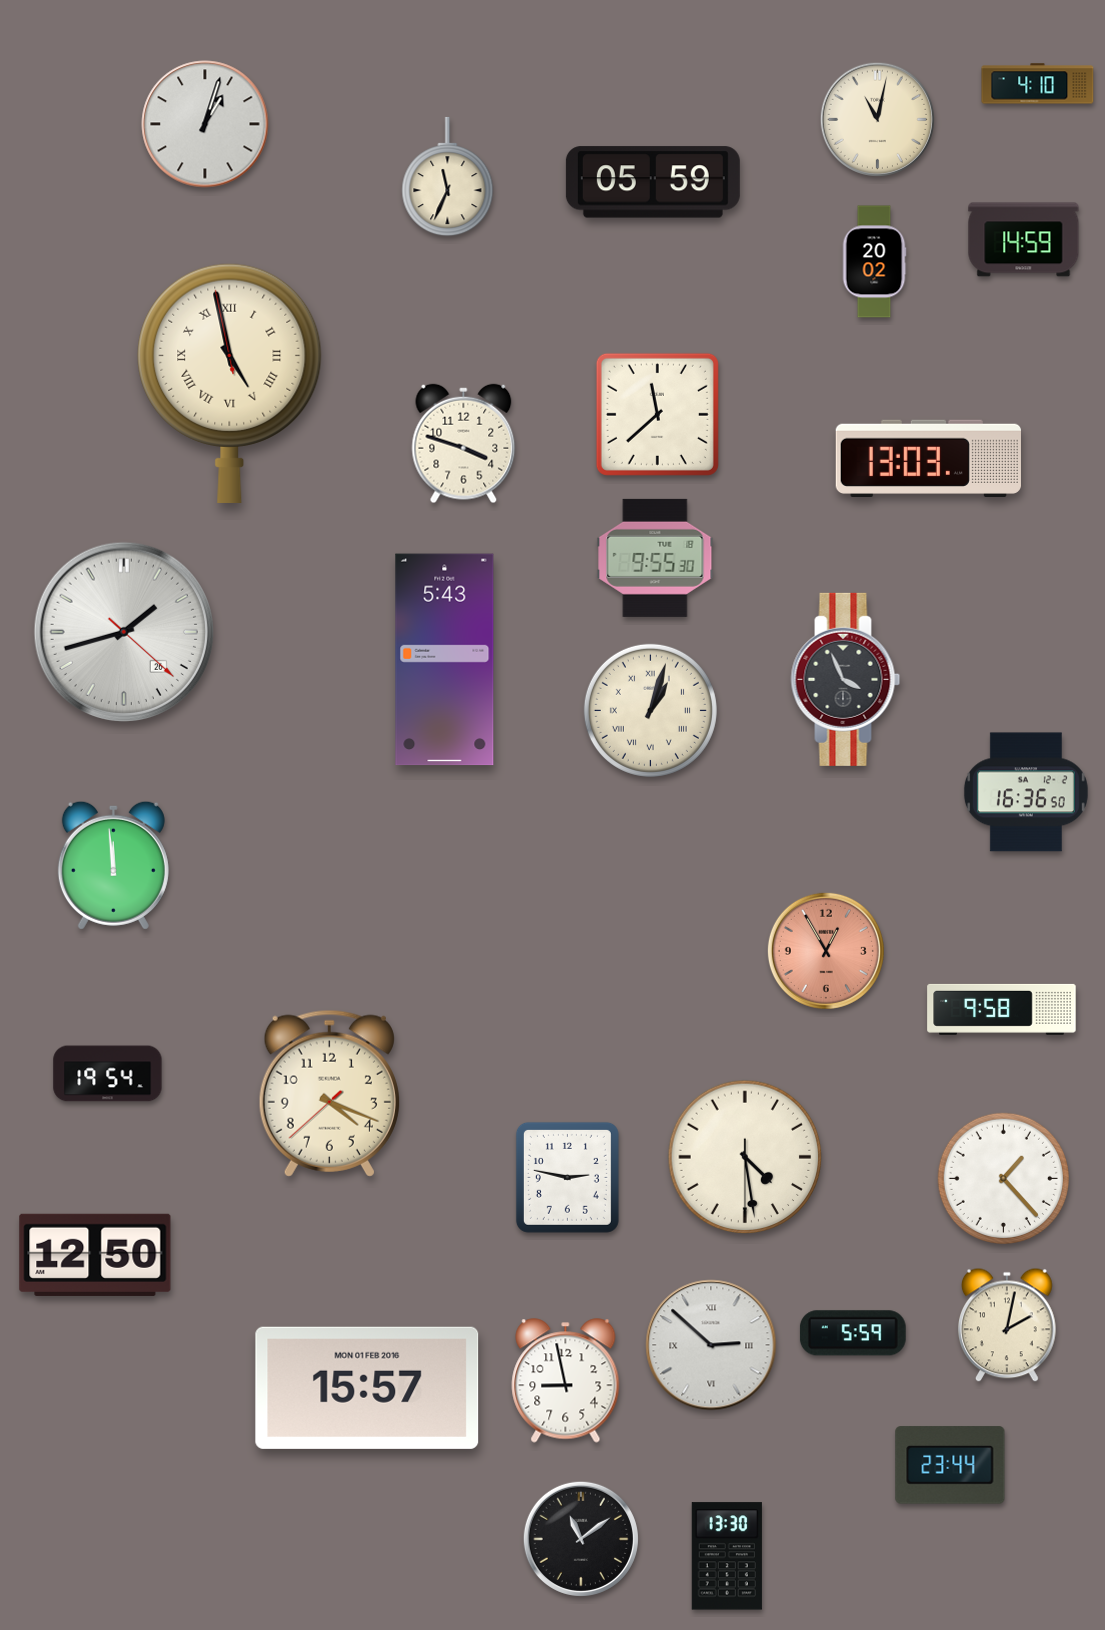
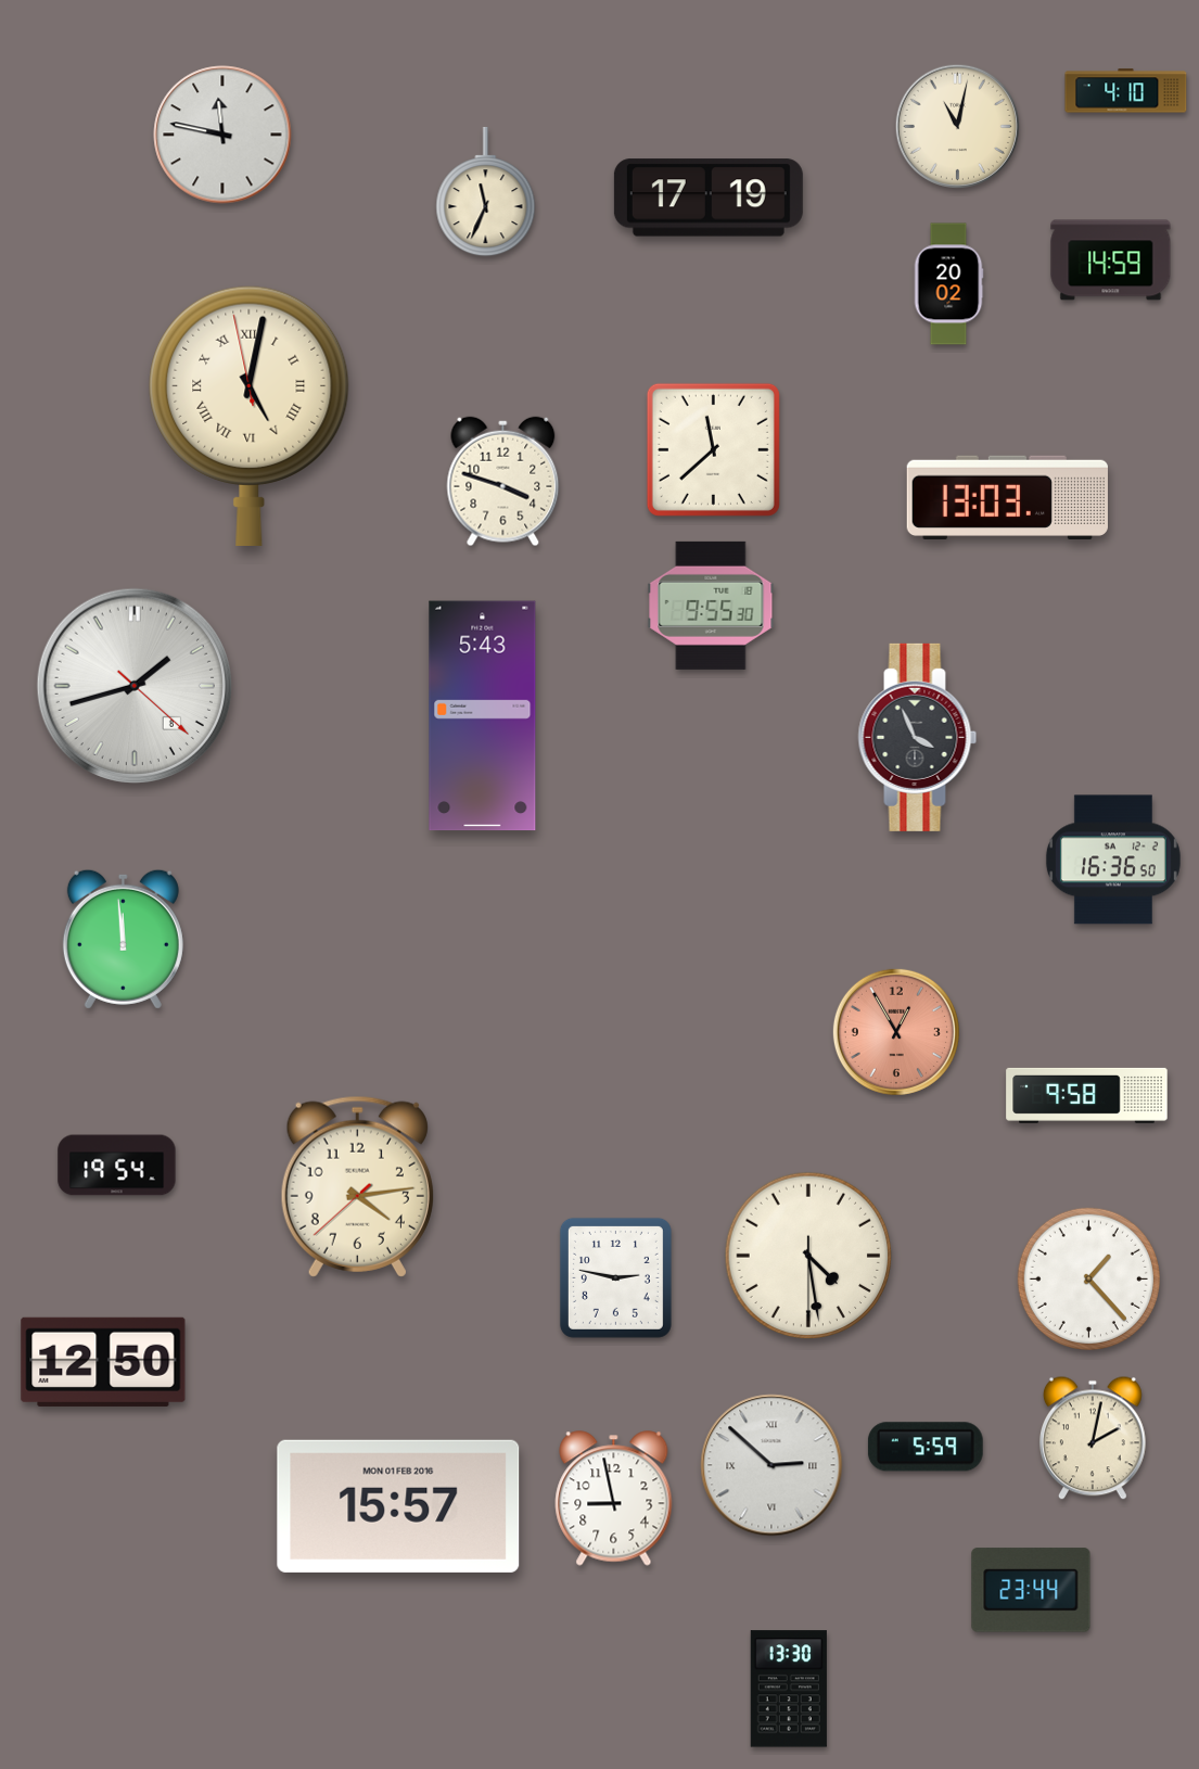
clock at (877, 119) position: (877, 119) -> (957, 126)
clock at (205, 124): 1:03 -> 11:47
clock at (653, 182): 05:59 -> 17:19
clock at (230, 383): 4:57 -> 5:01
clock at (124, 632) date: 26 -> 8
clock at (650, 710): 1:03 -> none
clock at (329, 1093): 4:18 -> 4:13
clock at (711, 1345) position: (711, 1345) -> (771, 1465)
clock at (581, 1539): 11:09 -> none
